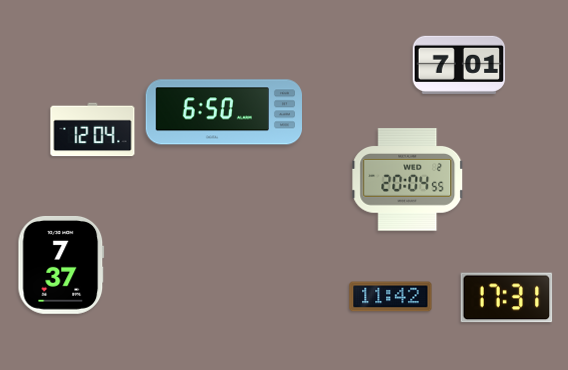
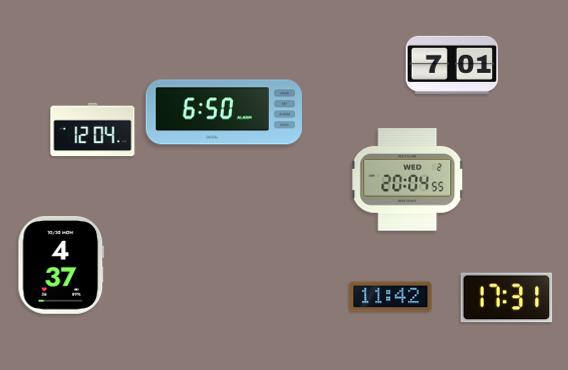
clock at (459, 65) position: (459, 65) -> (452, 65)
clock at (61, 265): 7:37 -> 4:37
